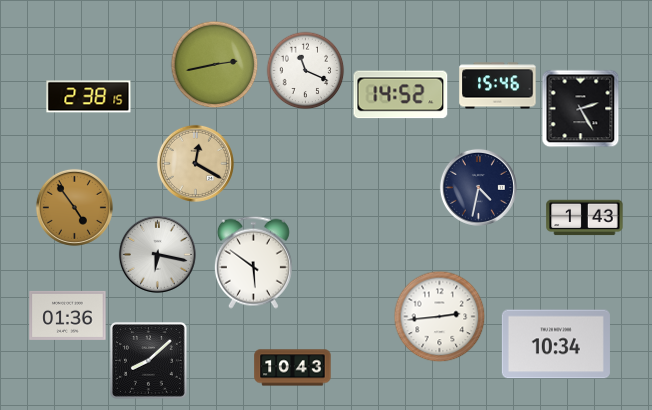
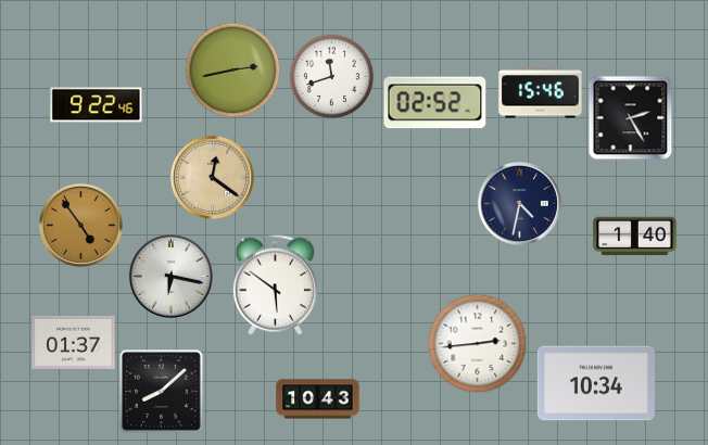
clock at (305, 70): 11:19 -> 11:42
clock at (401, 95): 14:52 -> 02:52
clock at (89, 97): 2:38 -> 9:22
clock at (195, 163): 12:20 -> 12:21
clock at (585, 218): 1:43 -> 1:40
clock at (68, 315): 01:36 -> 01:37
clock at (556, 344) position: (556, 344) -> (596, 383)
